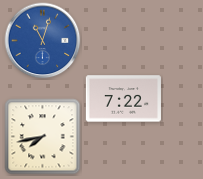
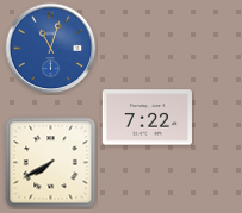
clock at (43, 137): 7:43 -> 7:40
